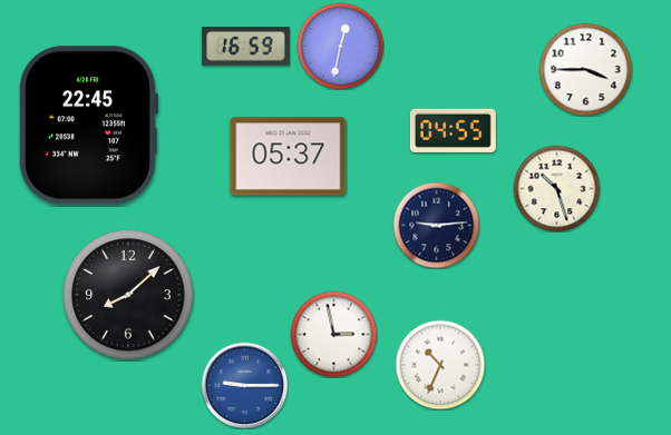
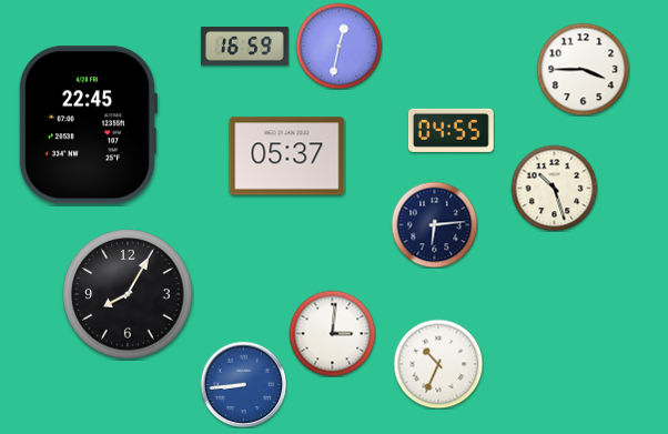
clock at (436, 225): 9:14 -> 6:14
clock at (128, 295): 8:08 -> 8:05
clock at (333, 334): 2:58 -> 3:01
clock at (244, 385): 9:15 -> 8:44
